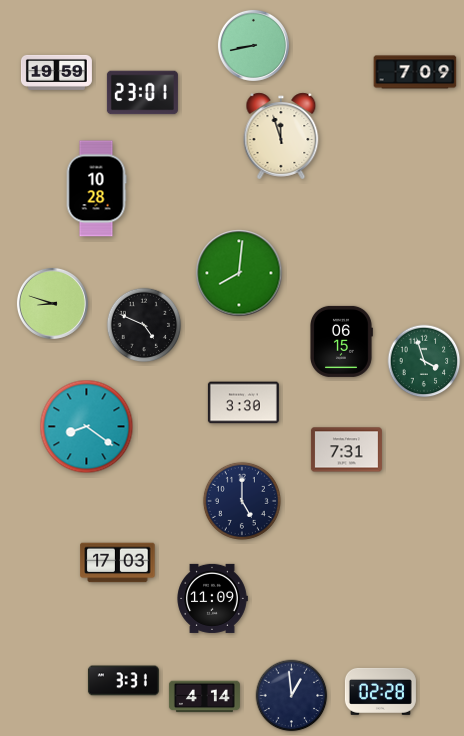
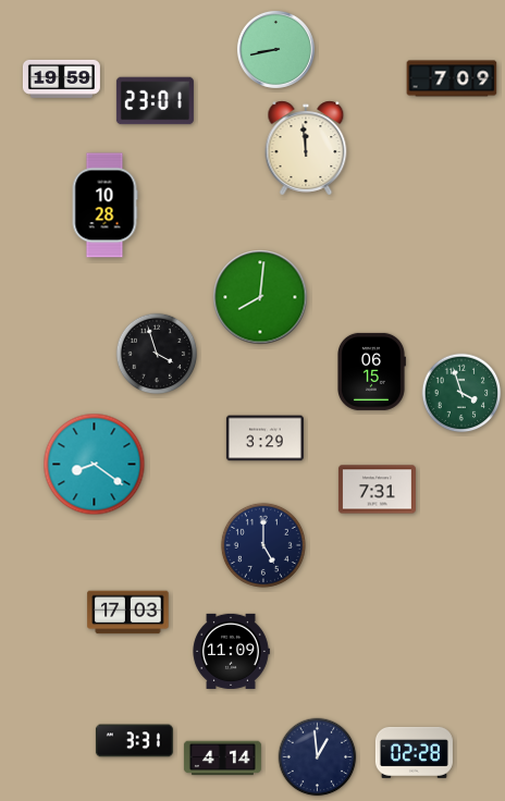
clock at (281, 136): 11:57 -> 11:59
clock at (52, 303): 8:48 -> none
clock at (144, 325): 4:49 -> 3:57
clock at (243, 403): 3:30 -> 3:29
